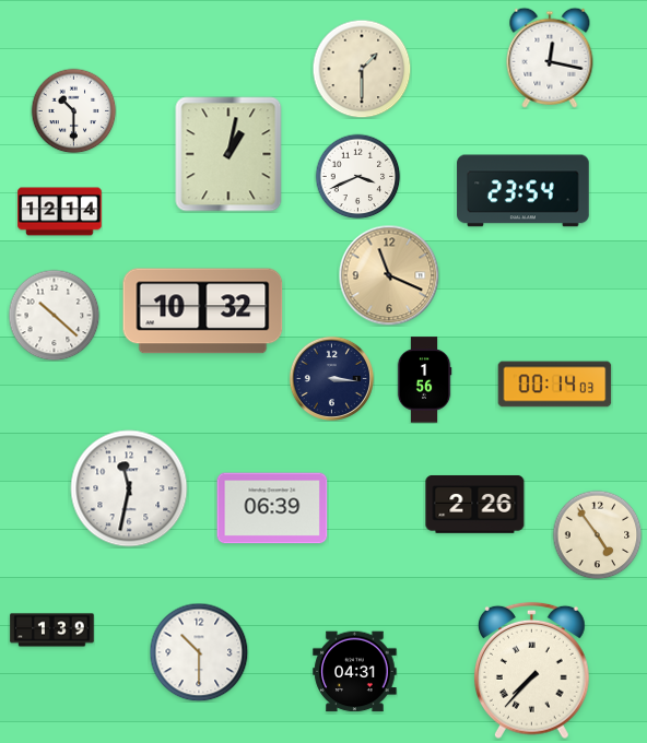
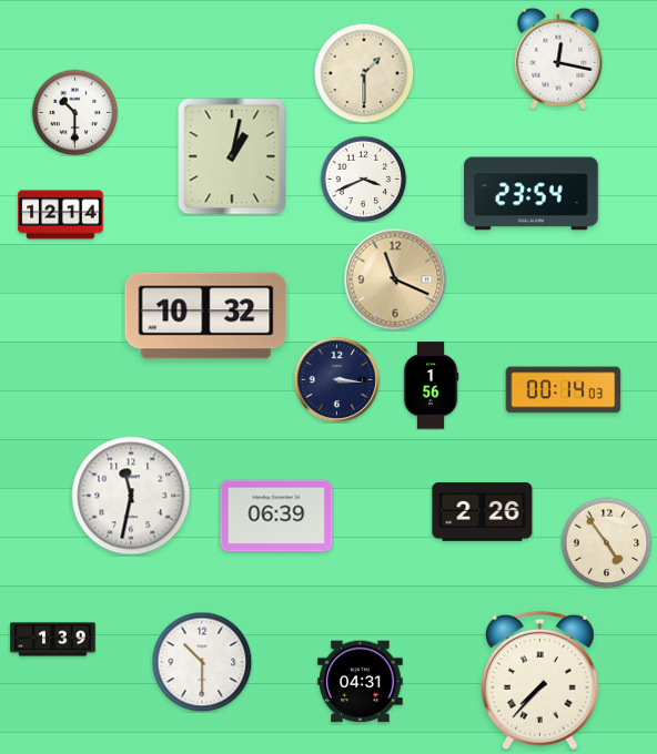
clock at (362, 69) position: (362, 69) -> (364, 73)
clock at (54, 315): 10:22 -> none
clock at (331, 378) position: (331, 378) -> (336, 379)
